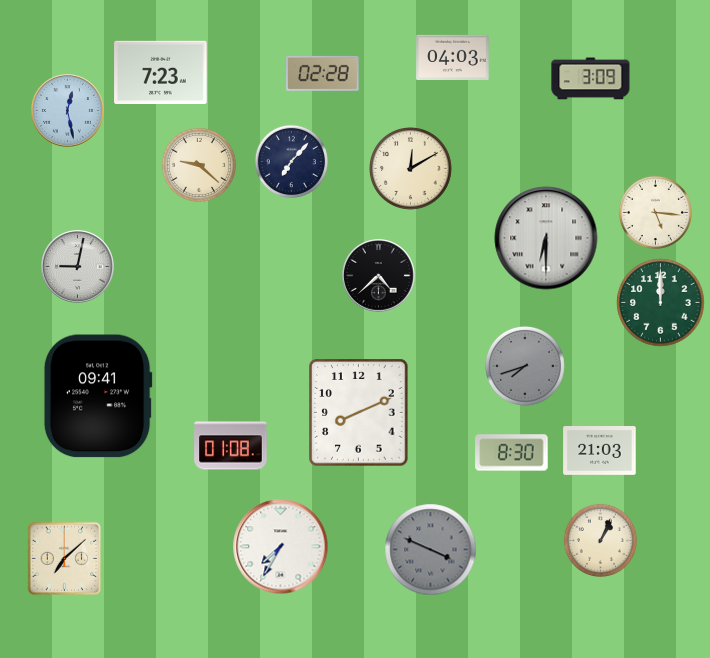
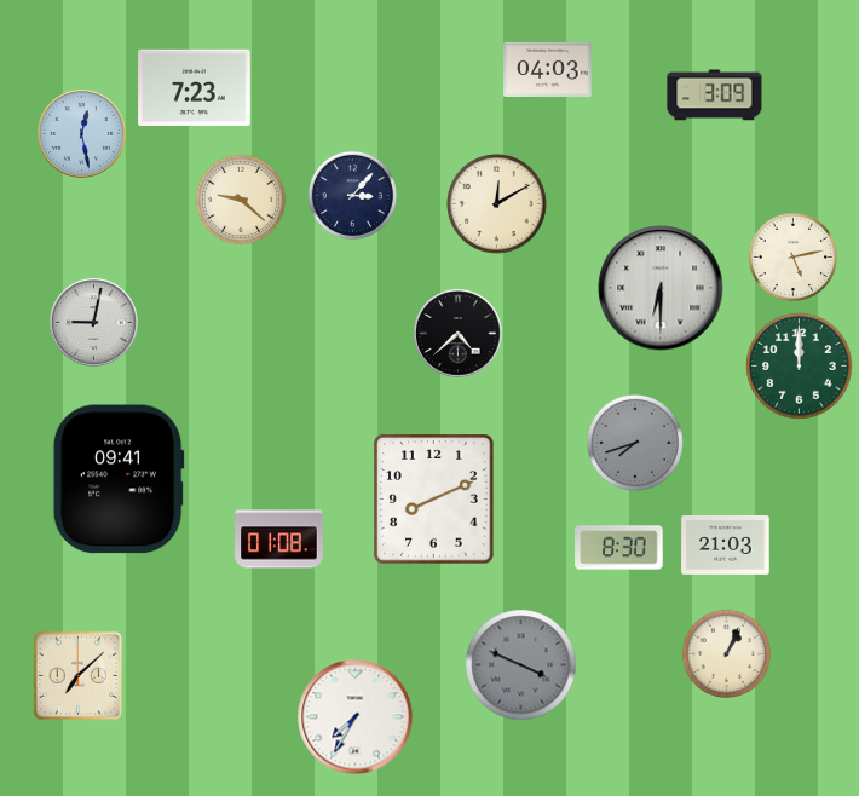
clock at (323, 73): 02:28 -> none
clock at (291, 161): 7:07 -> 3:07
clock at (655, 212): 5:16 -> 5:13
clock at (281, 547) position: (281, 547) -> (356, 717)
